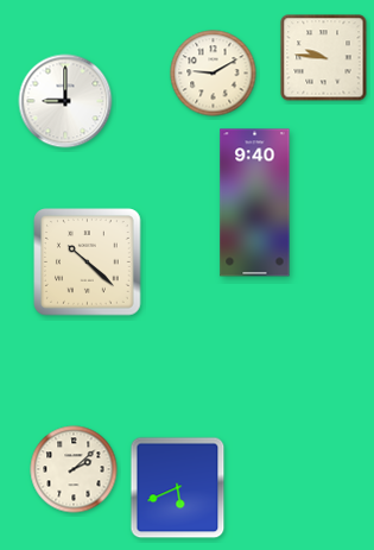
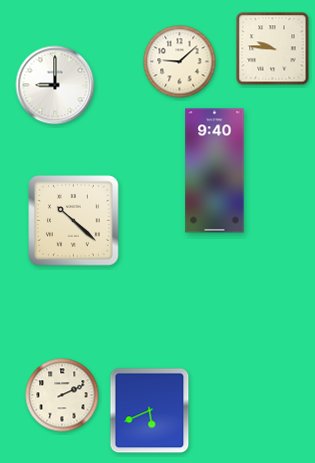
clock at (214, 74): 9:10 -> 9:08
clock at (74, 469): 2:08 -> 2:11
